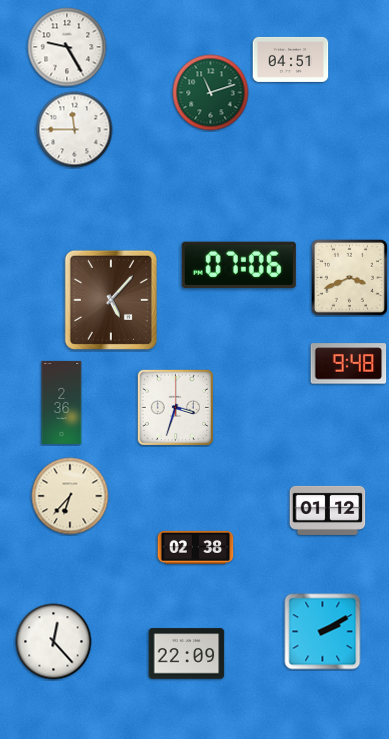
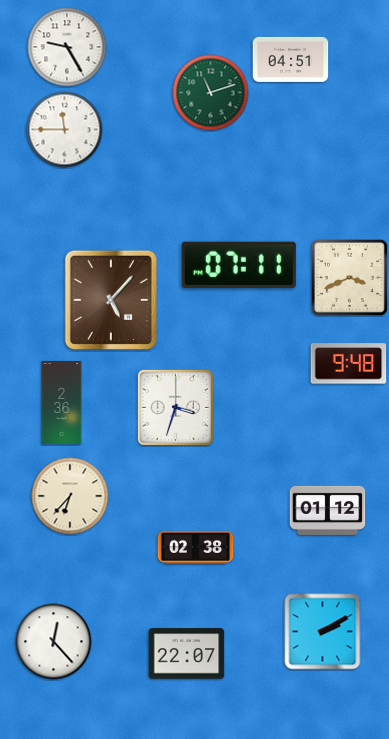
clock at (75, 130) position: (75, 130) -> (65, 130)
clock at (239, 265): 07:06 -> 07:11
clock at (187, 654): 22:09 -> 22:07
